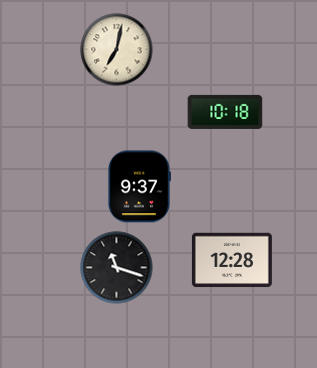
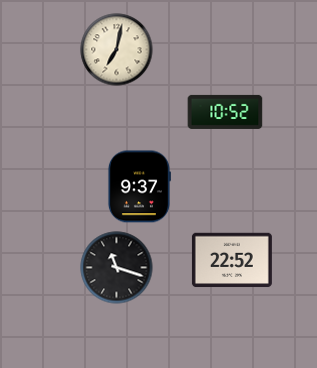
clock at (225, 112): 10:18 -> 10:52
clock at (232, 260): 12:28 -> 22:52
